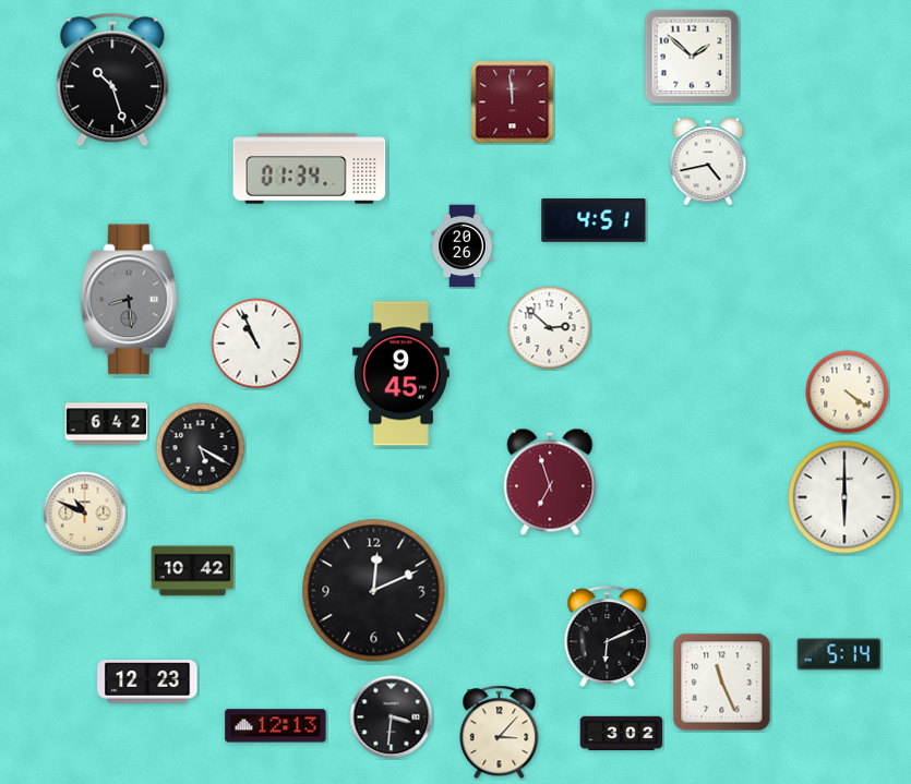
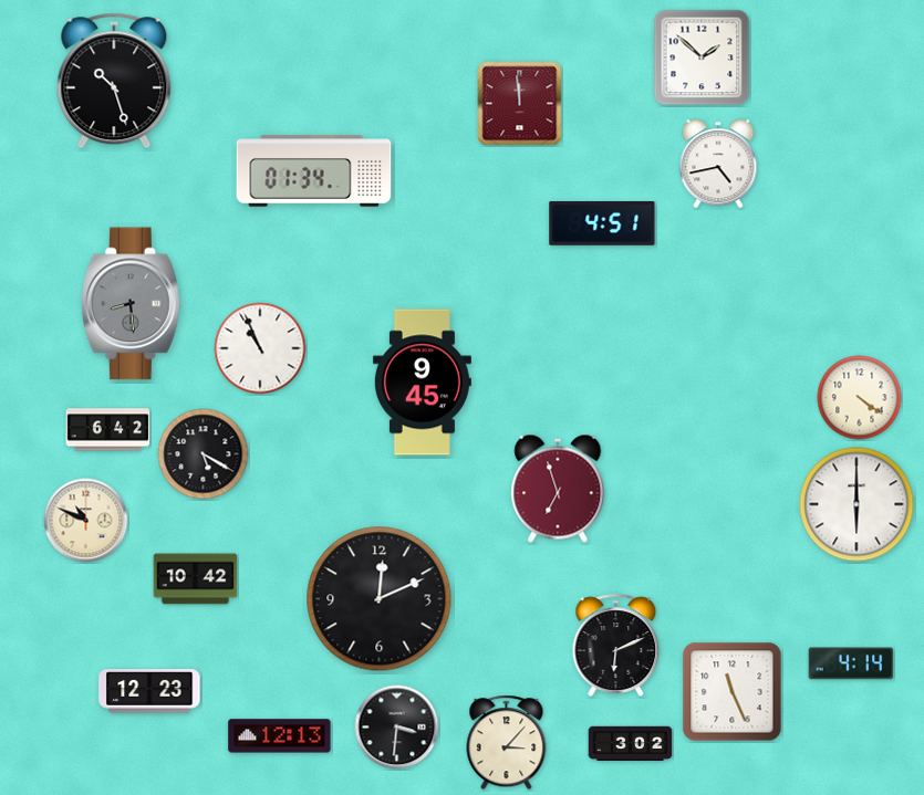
clock at (463, 246): 20:26 -> none
clock at (550, 328): 2:52 -> none
clock at (400, 374) position: (400, 374) -> (422, 383)
clock at (839, 654): 5:14 -> 4:14
